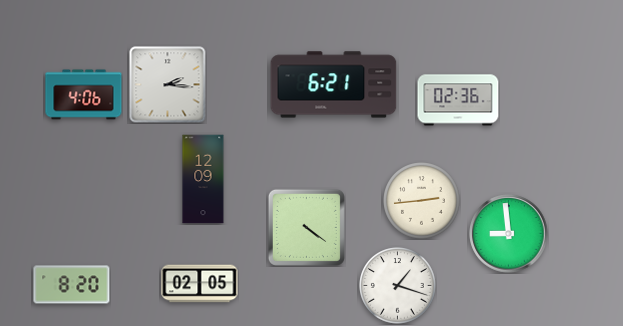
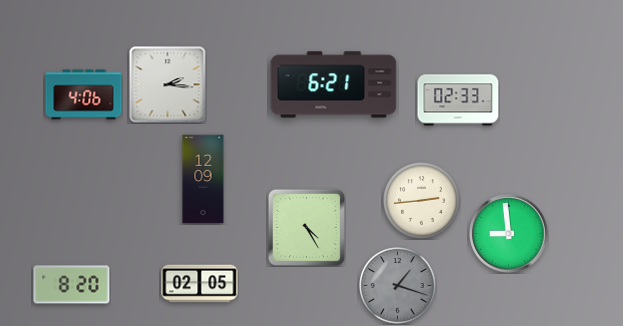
clock at (458, 100): 02:36 -> 02:33
clock at (306, 227): 4:21 -> 4:25
clock at (398, 286) dial: white -> grey
